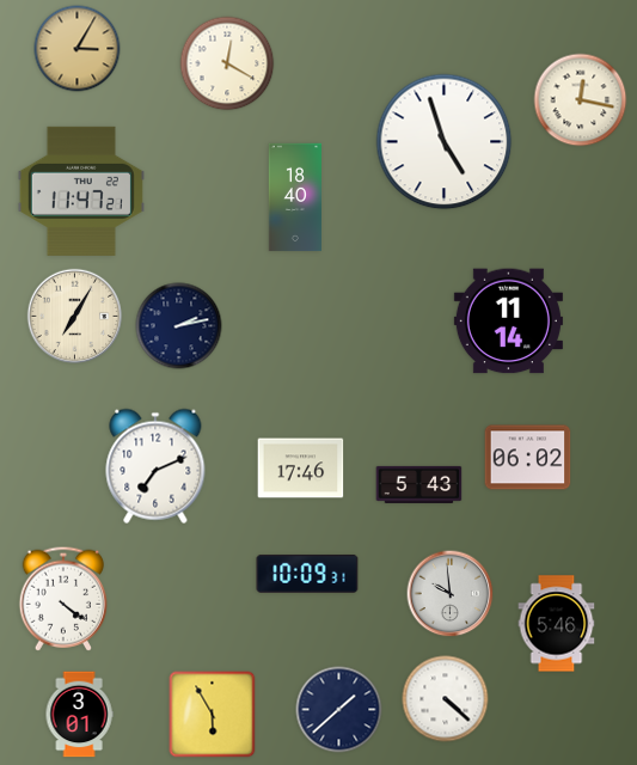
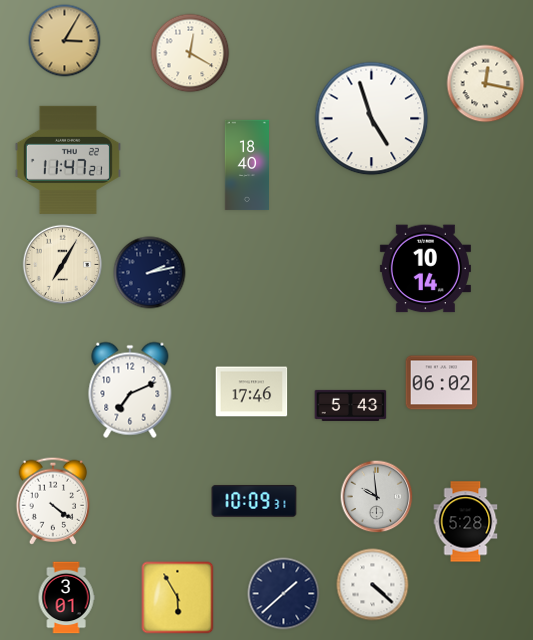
clock at (508, 322): 11:14 -> 10:14
clock at (307, 574) position: (307, 574) -> (254, 501)
clock at (557, 624): 5:46 -> 5:28
